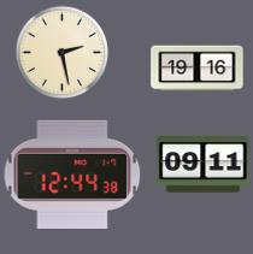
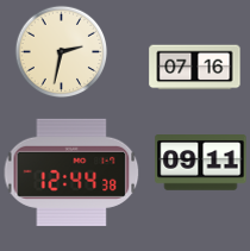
clock at (61, 52): 2:28 -> 2:32
clock at (198, 69): 19:16 -> 07:16
